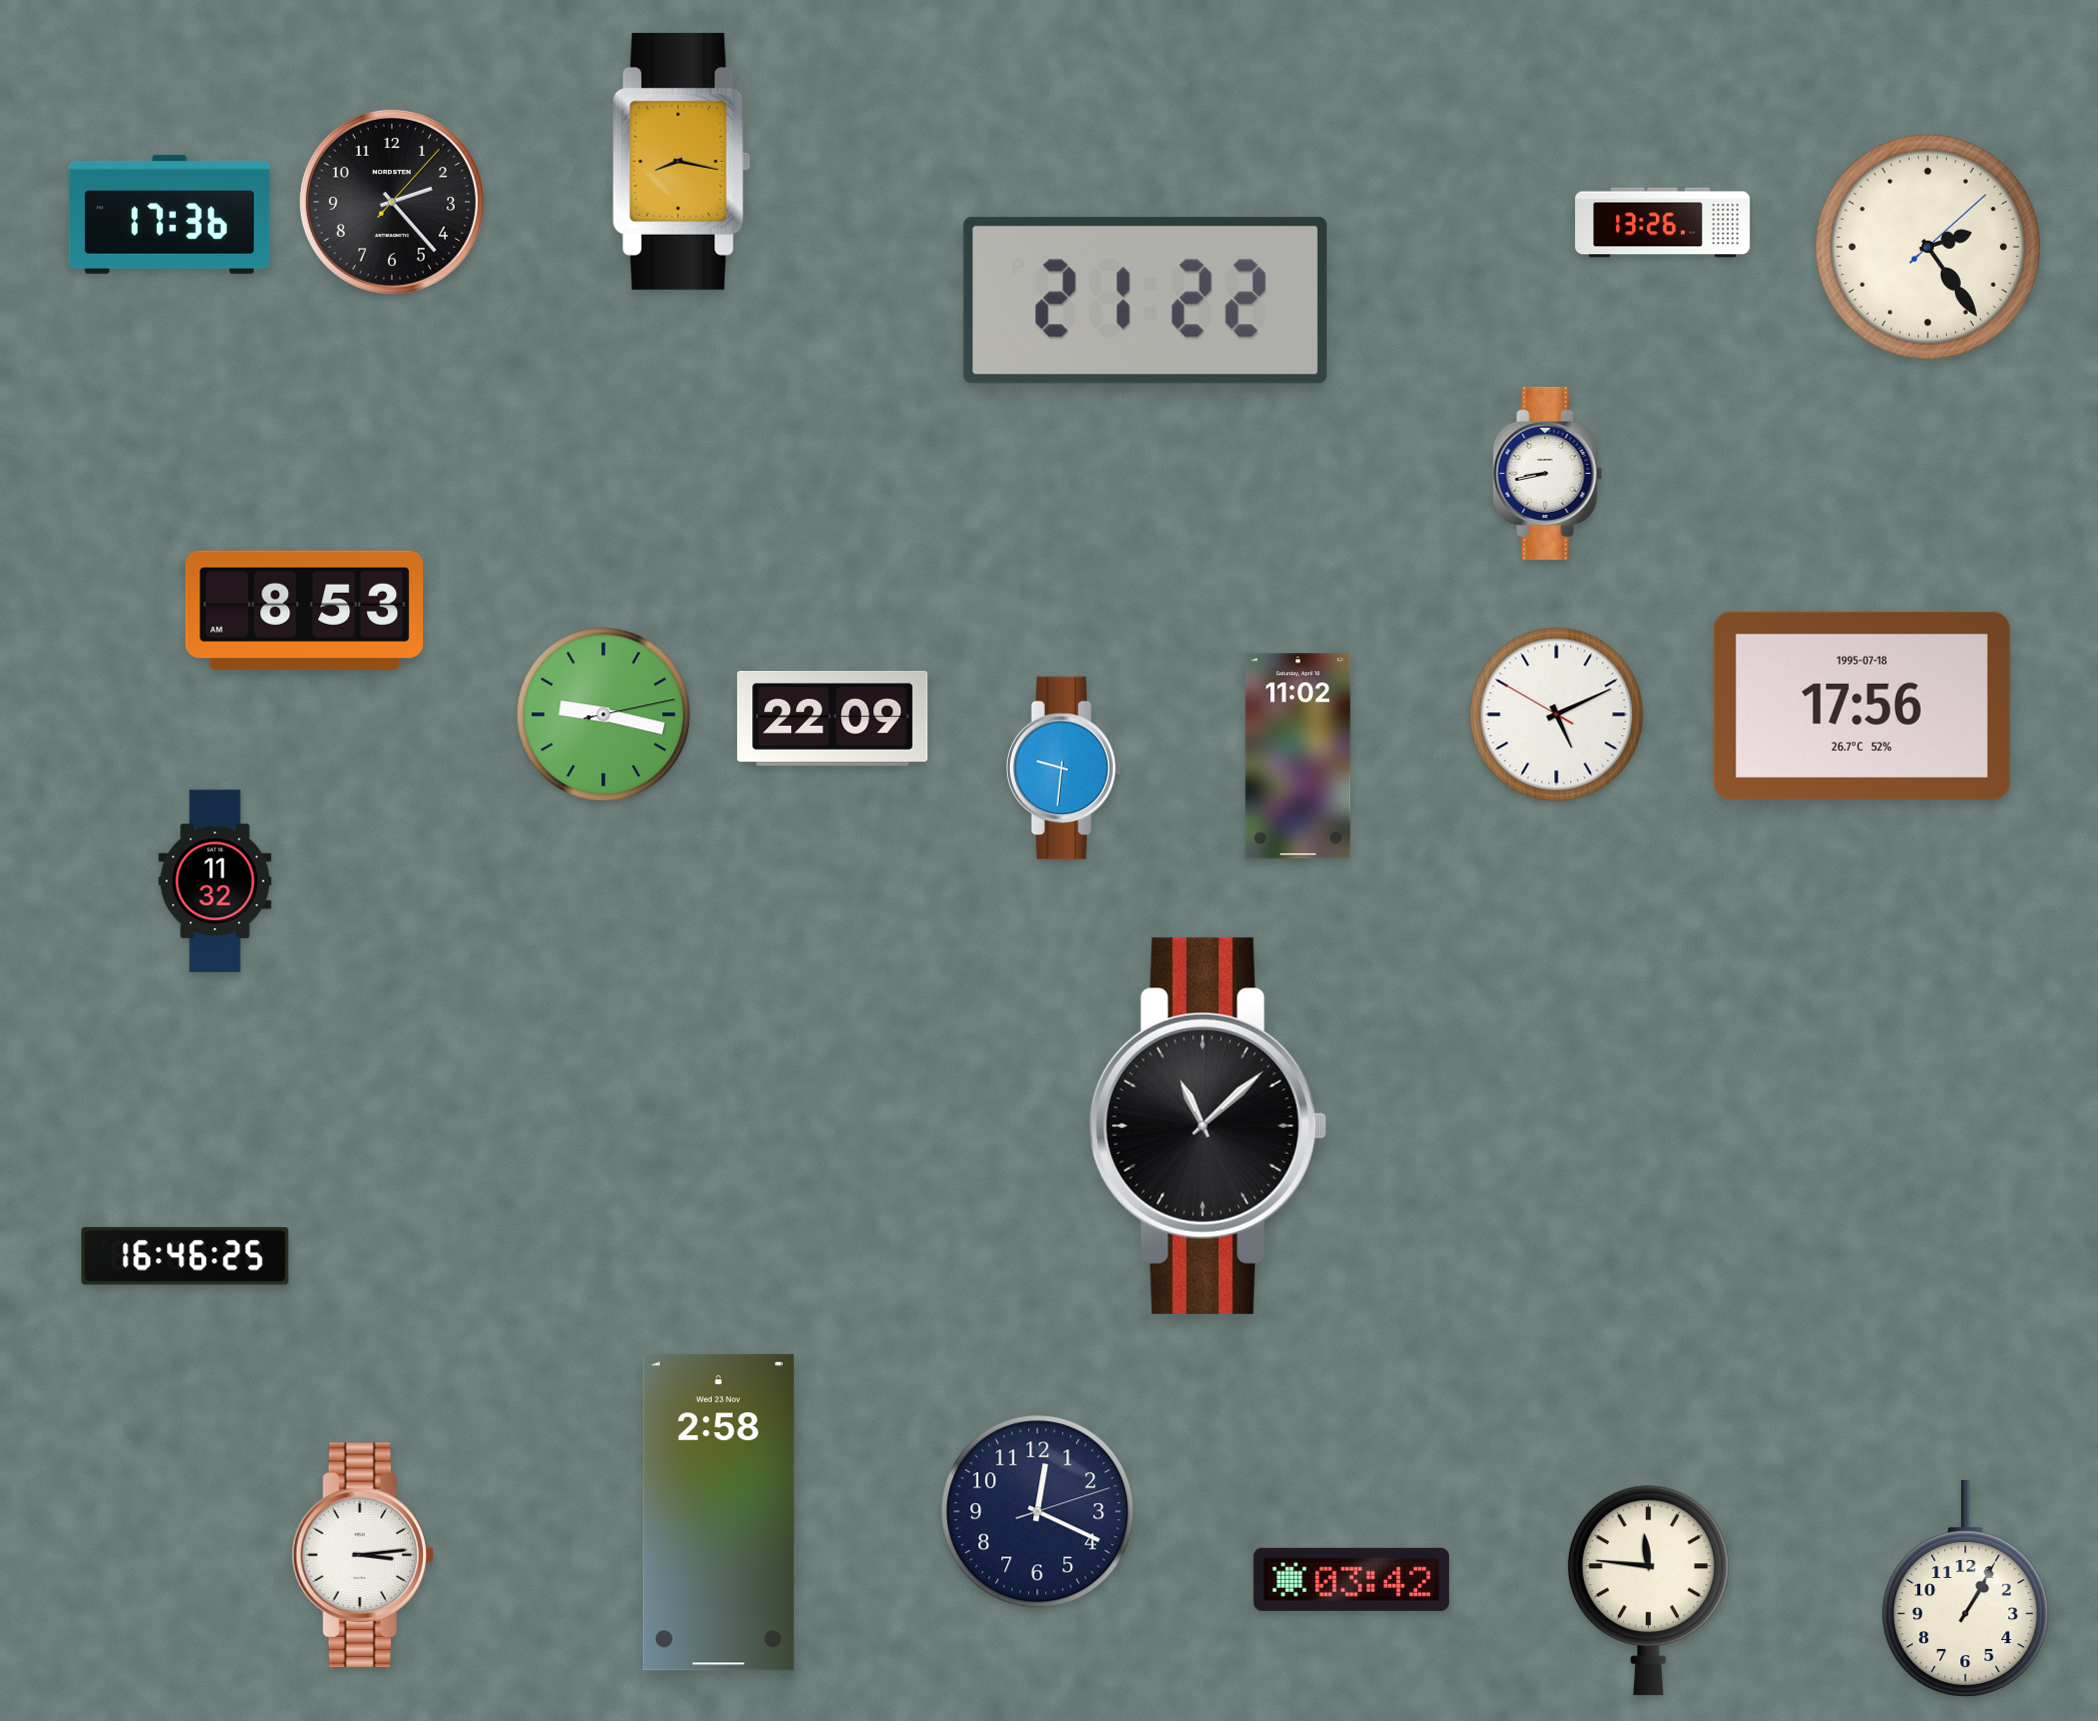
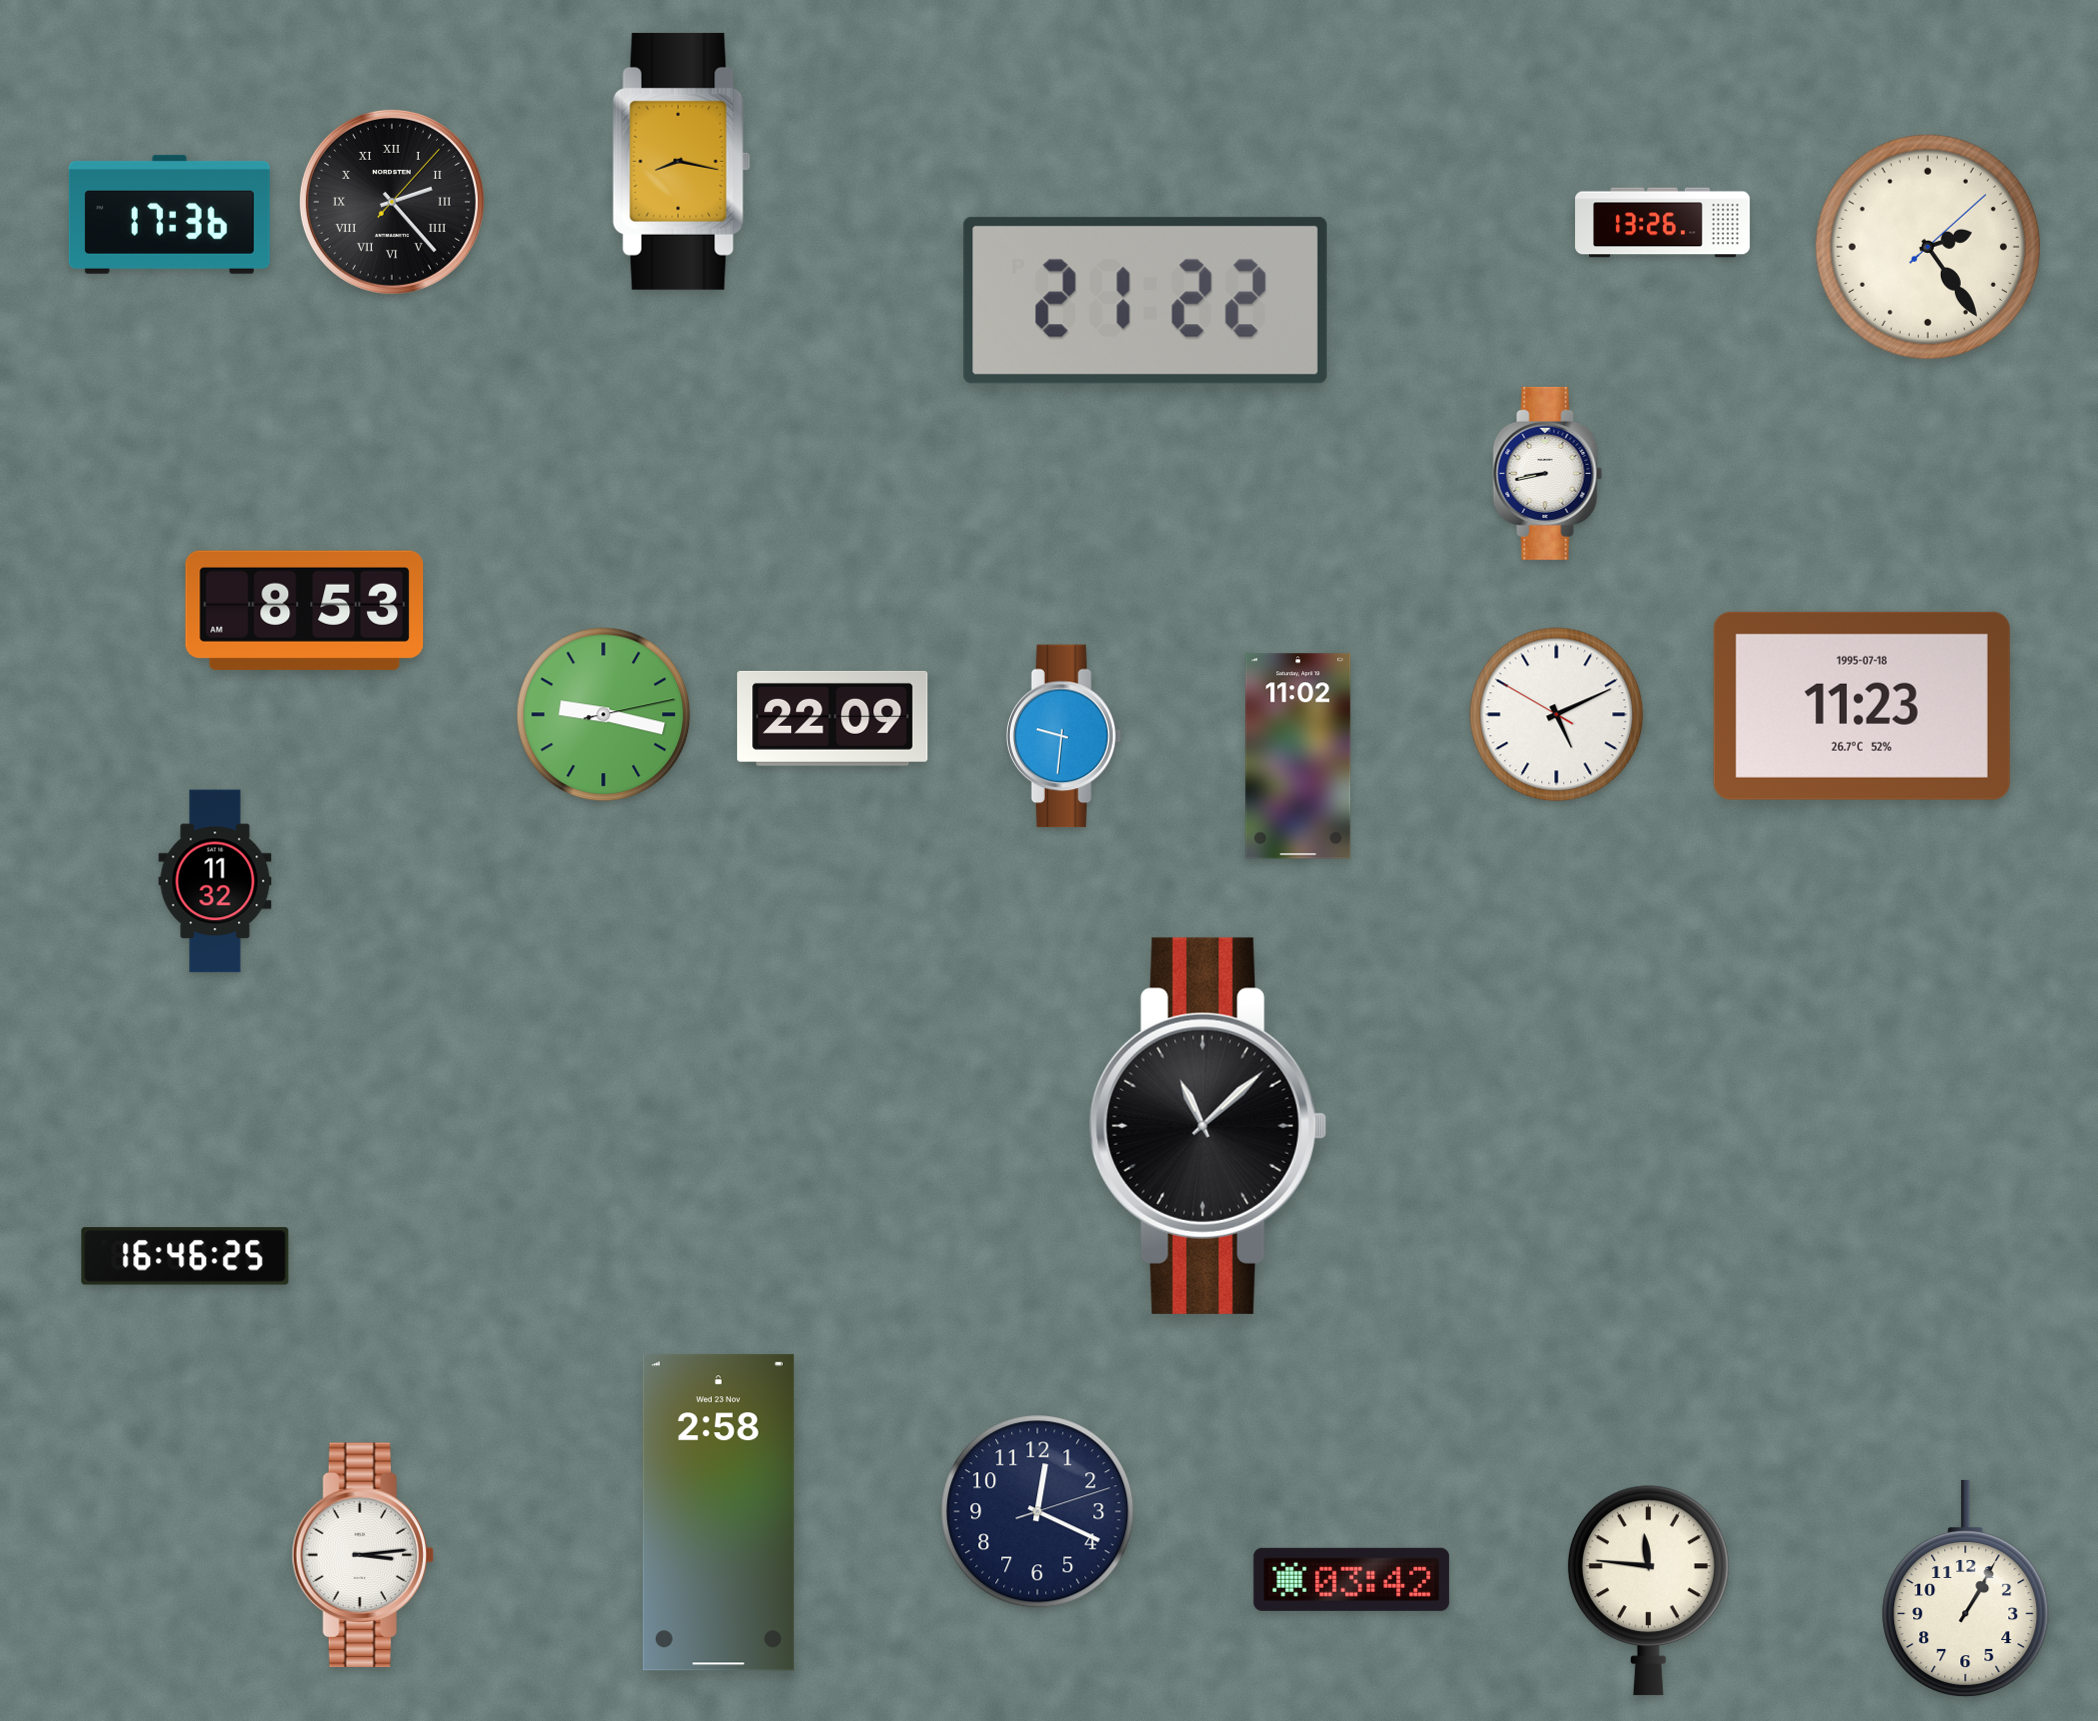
clock at (392, 202) numerals: Arabic -> Roman
clock at (1862, 706): 17:56 -> 11:23
clock at (1064, 768) position: (1064, 768) -> (1064, 736)
